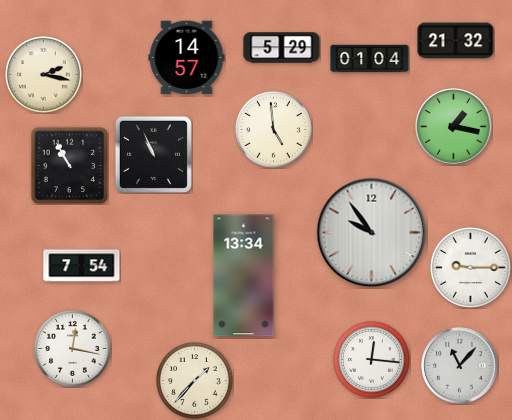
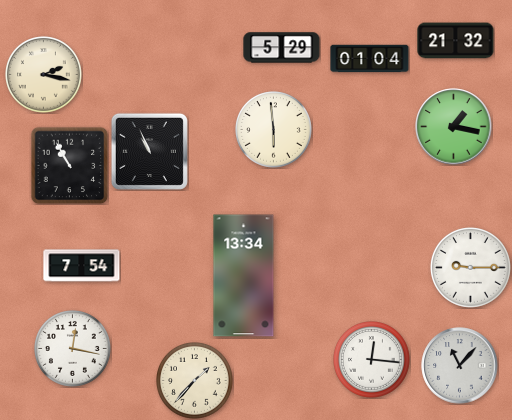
clock at (187, 58): 14:57 -> none
clock at (274, 130): 4:59 -> 5:59
clock at (153, 154) position: (153, 154) -> (149, 151)
clock at (372, 233): 9:54 -> none
